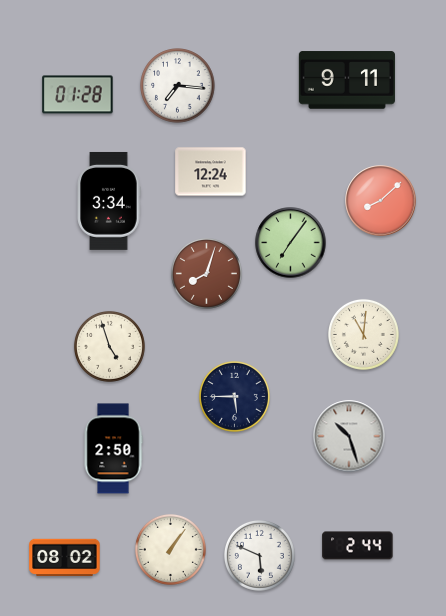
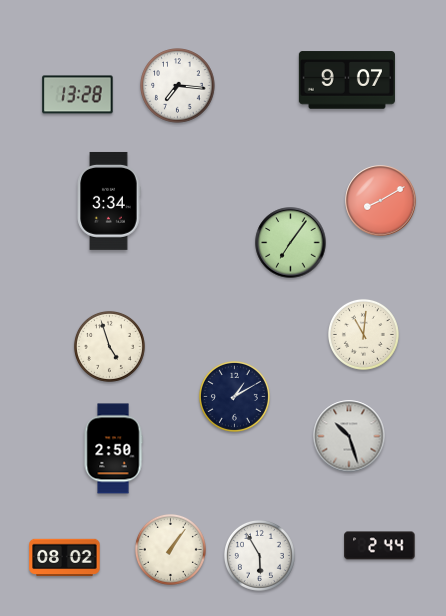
clock at (347, 80): 9:11 -> 9:07
clock at (78, 95): 01:28 -> 13:28
clock at (211, 172): 12:24 -> none
clock at (381, 201): 8:08 -> 8:10
clock at (206, 273): 8:03 -> none
clock at (234, 396): 5:45 -> 1:10
clock at (358, 546) position: (358, 546) -> (380, 546)
clock at (259, 555): 5:49 -> 5:55
